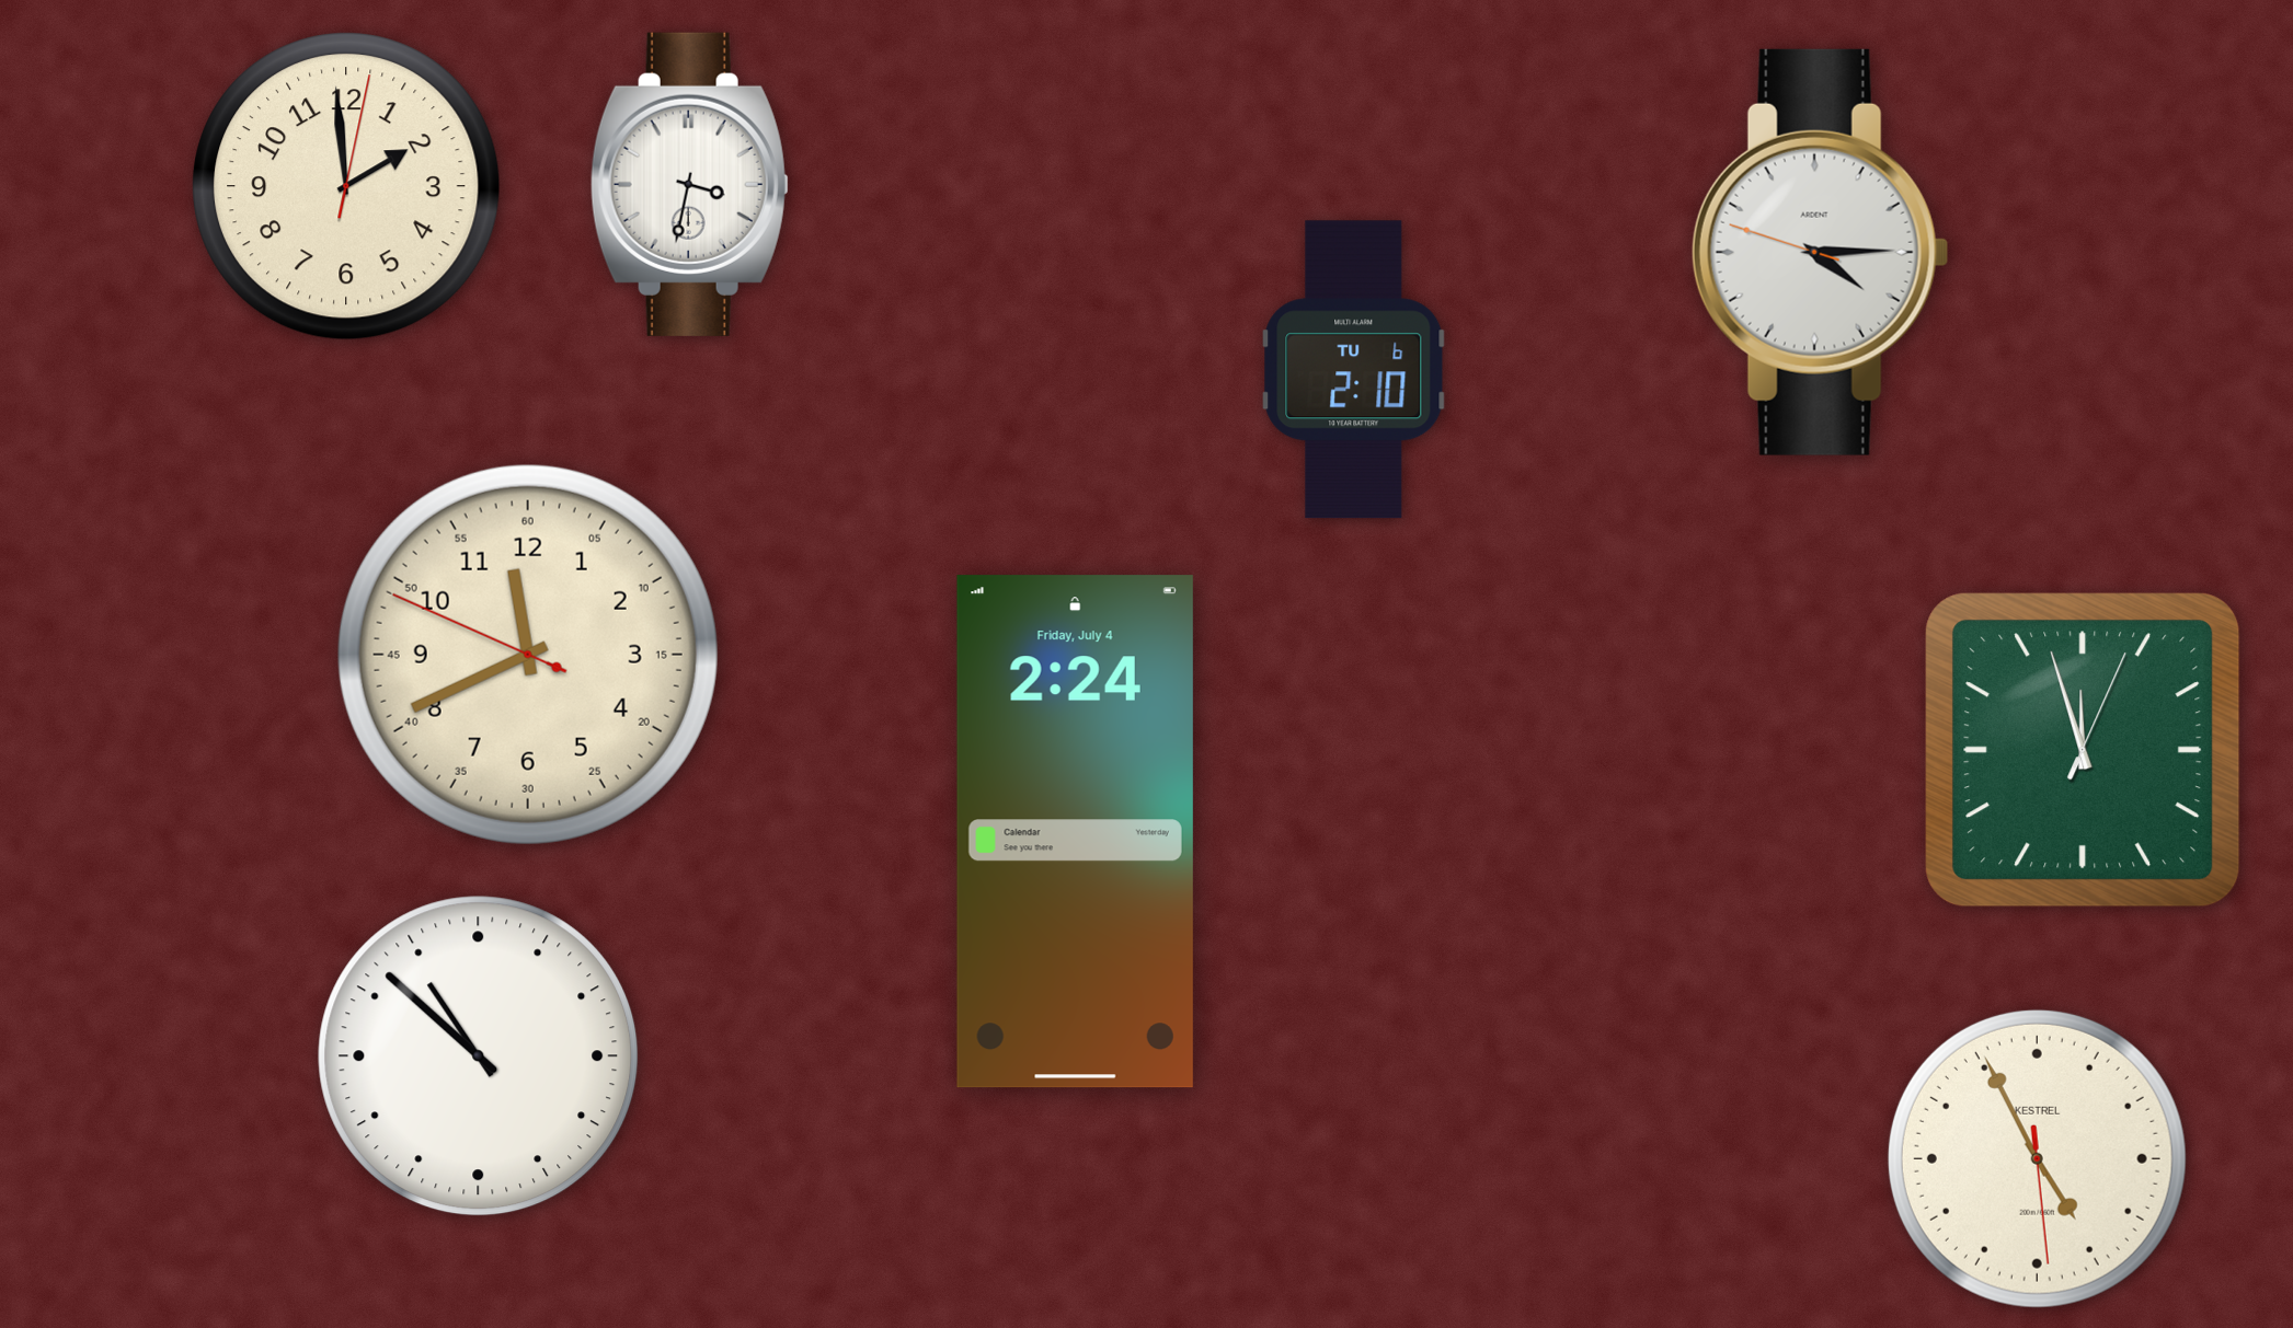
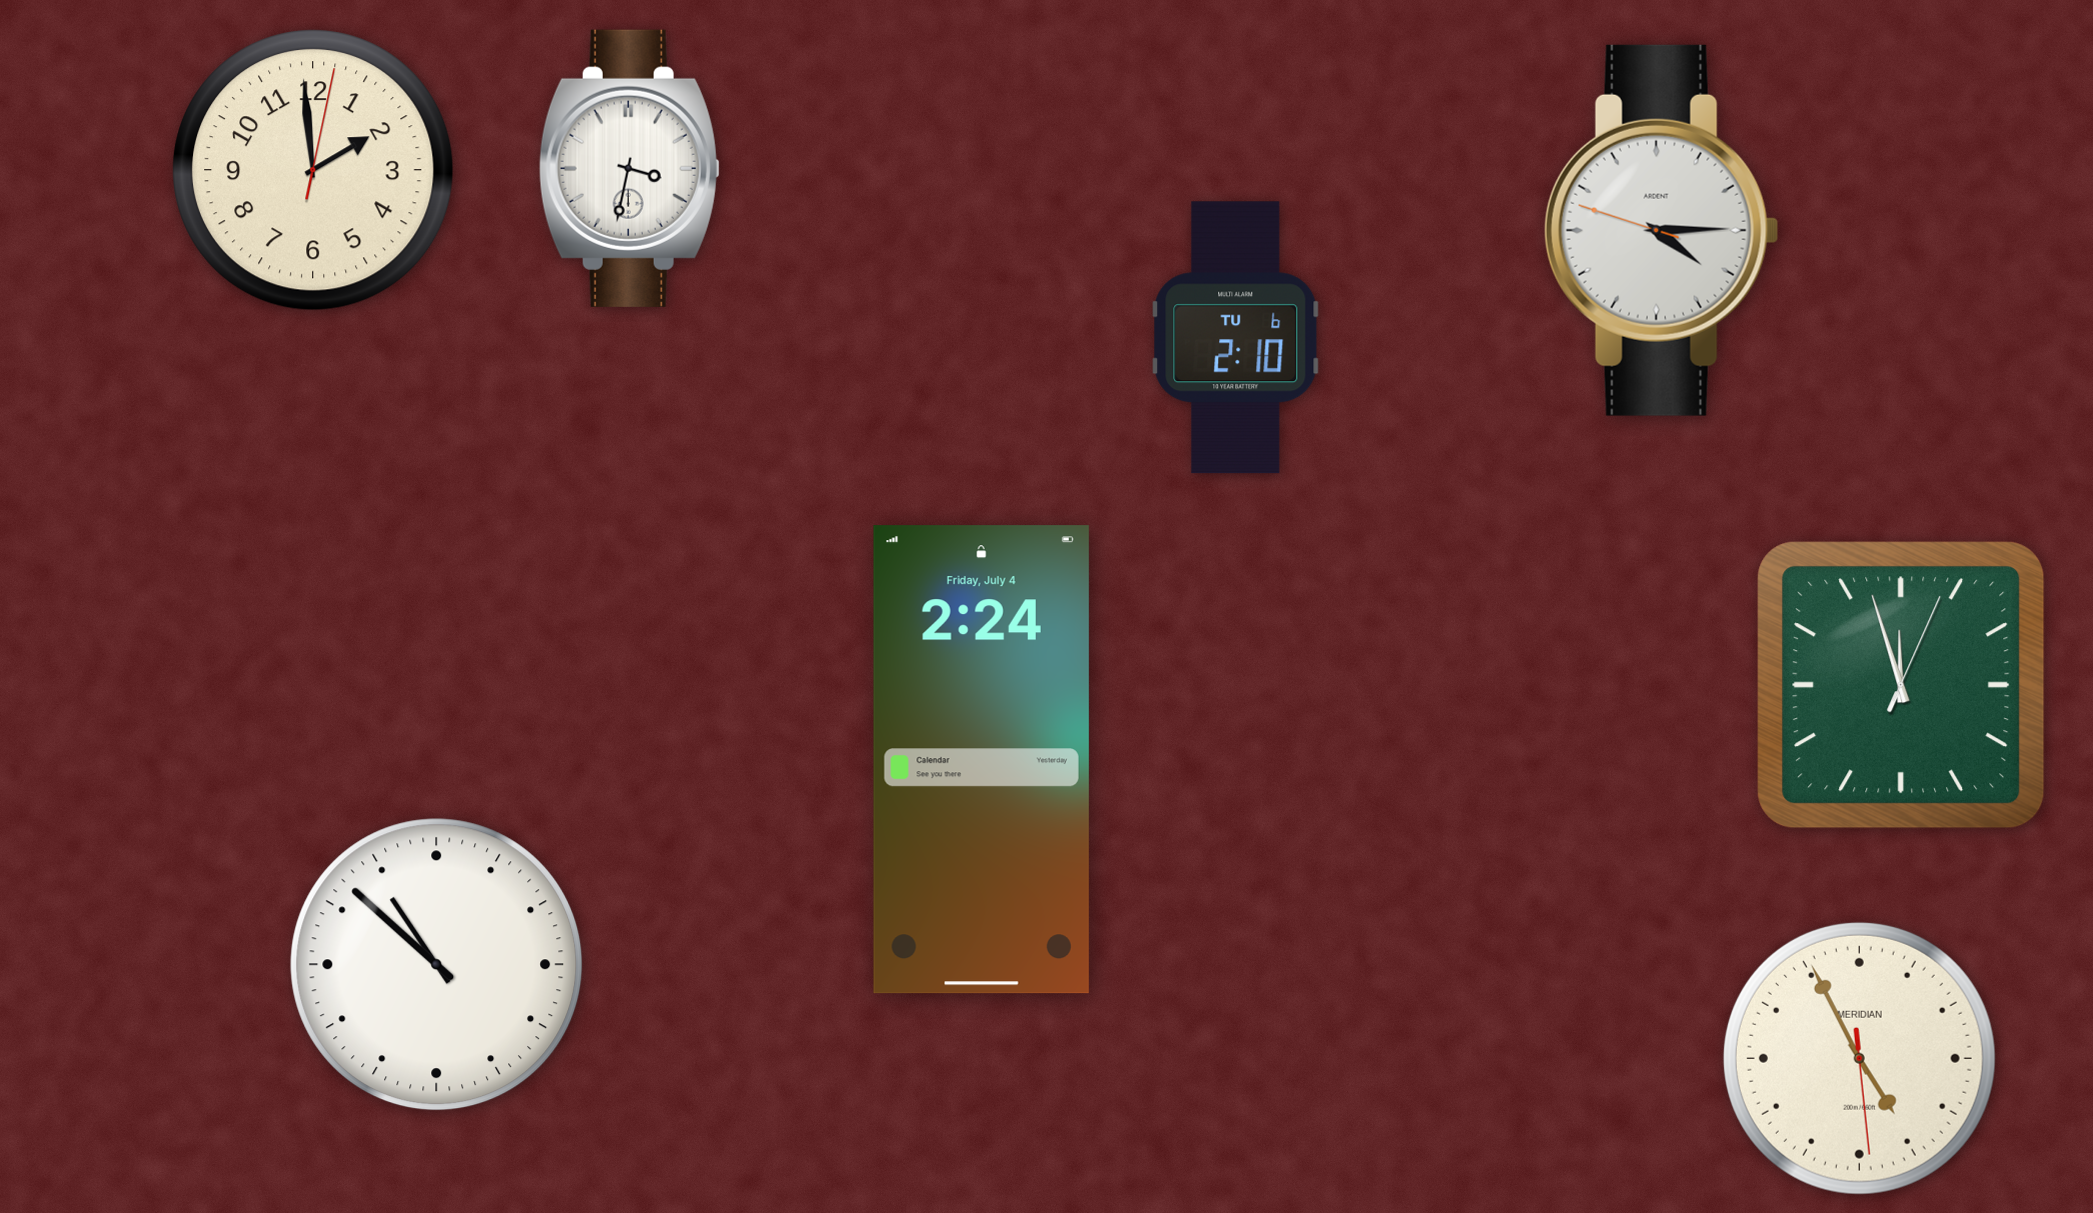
clock at (346, 186) position: (346, 186) -> (313, 170)
clock at (528, 655): 11:40 -> none
clock at (2037, 1158) brand: KESTREL -> MERIDIAN
